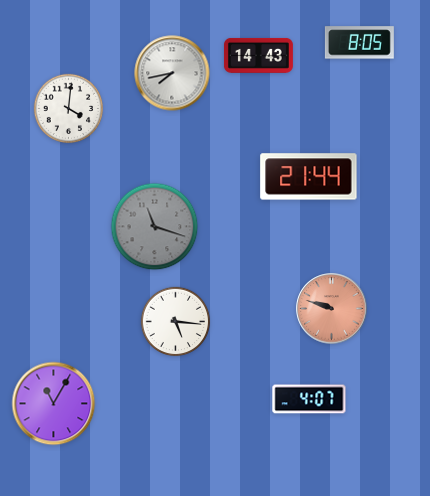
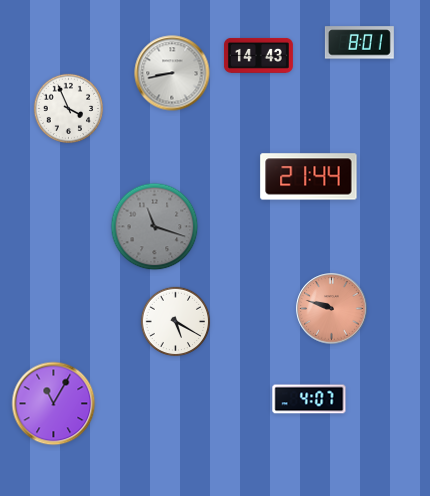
clock at (359, 43): 8:05 -> 8:01
clock at (172, 73): 7:43 -> 8:43
clock at (69, 109): 4:01 -> 3:56
clock at (176, 322): 5:16 -> 5:20
